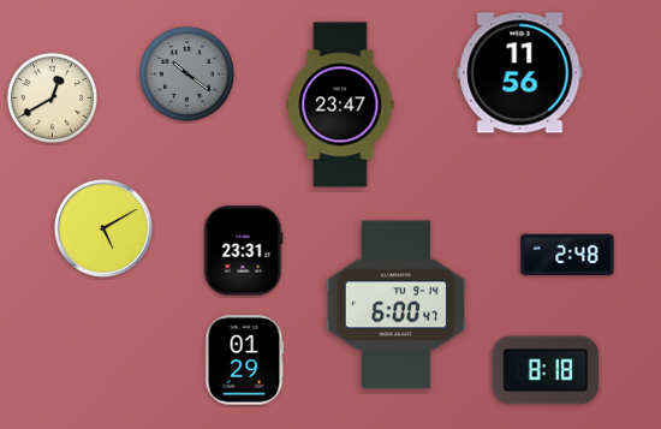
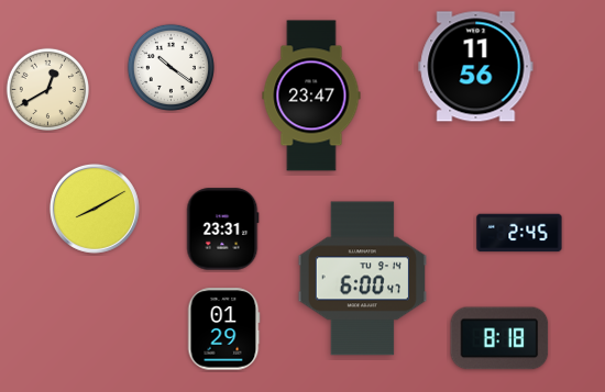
clock at (186, 73) dial: grey -> white
clock at (103, 228): 5:10 -> 8:10
clock at (567, 255): 2:48 -> 2:45
